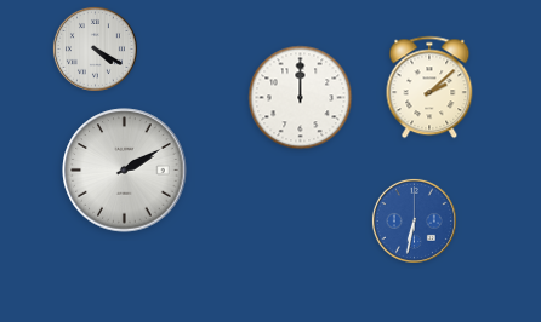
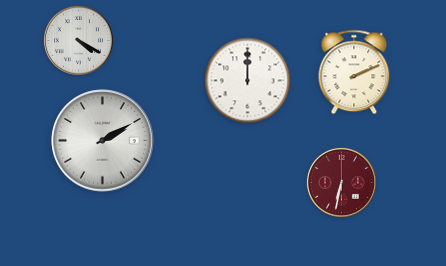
clock at (429, 87): 2:08 -> 2:11
clock at (414, 220) dial: blue -> burgundy
